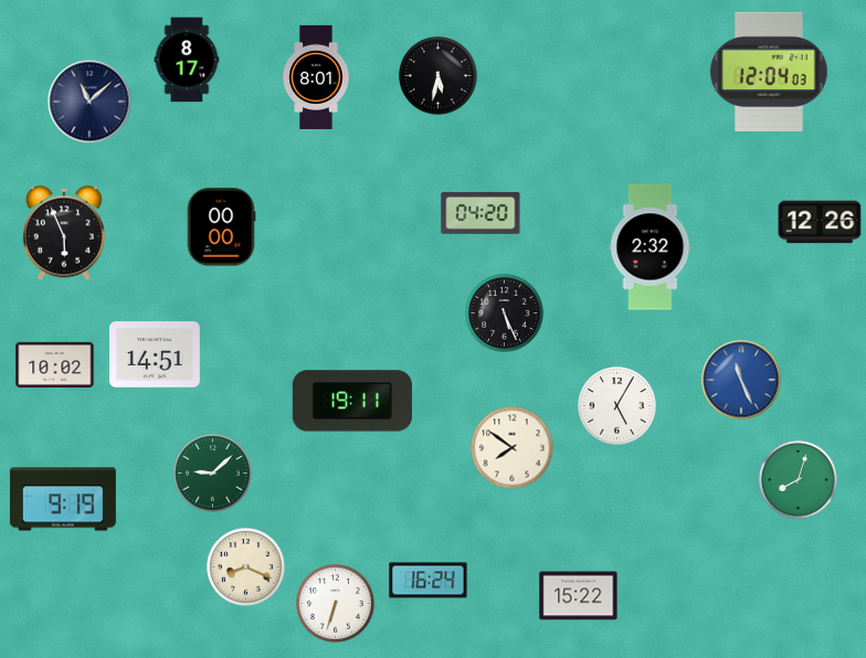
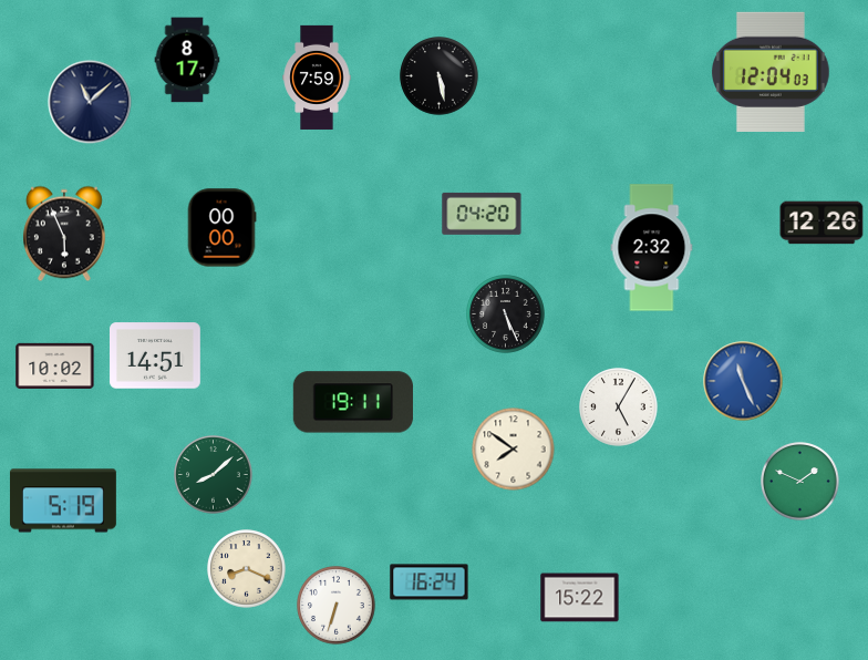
clock at (316, 76): 8:01 -> 7:59
clock at (439, 76): 5:32 -> 5:28
clock at (213, 474): 9:08 -> 8:08
clock at (799, 480): 8:03 -> 1:49
clock at (63, 499): 9:19 -> 5:19
